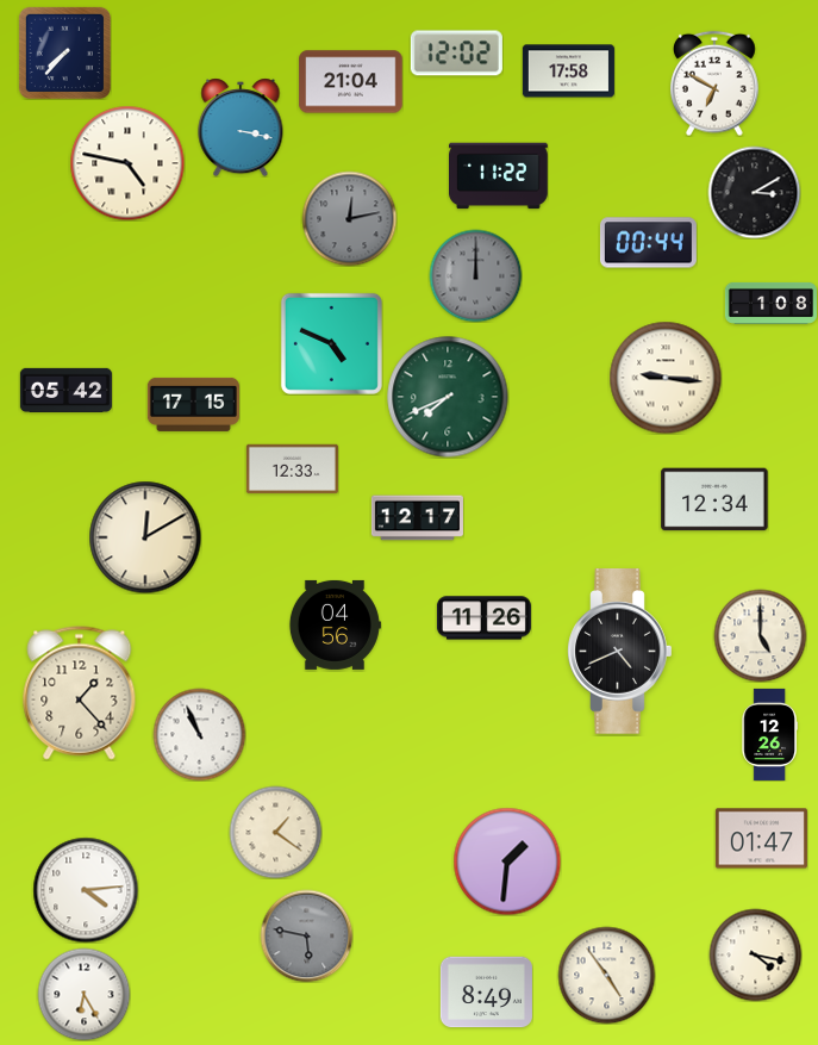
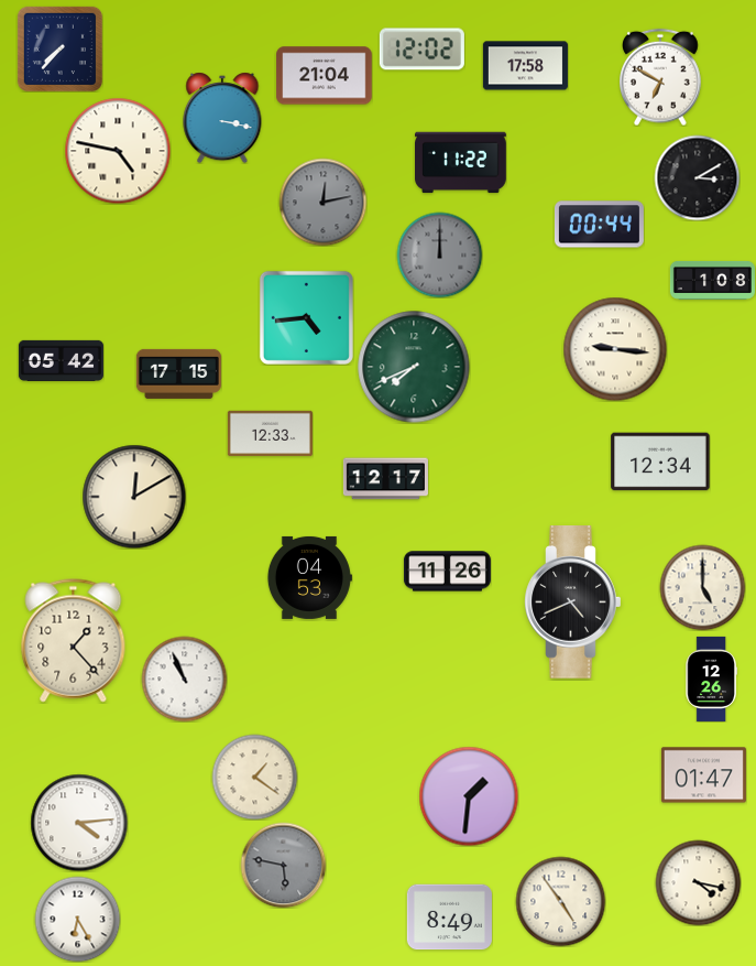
clock at (331, 343): 4:49 -> 4:44
clock at (335, 624): 04:56 -> 04:53
clock at (275, 832) position: (275, 832) -> (254, 777)
